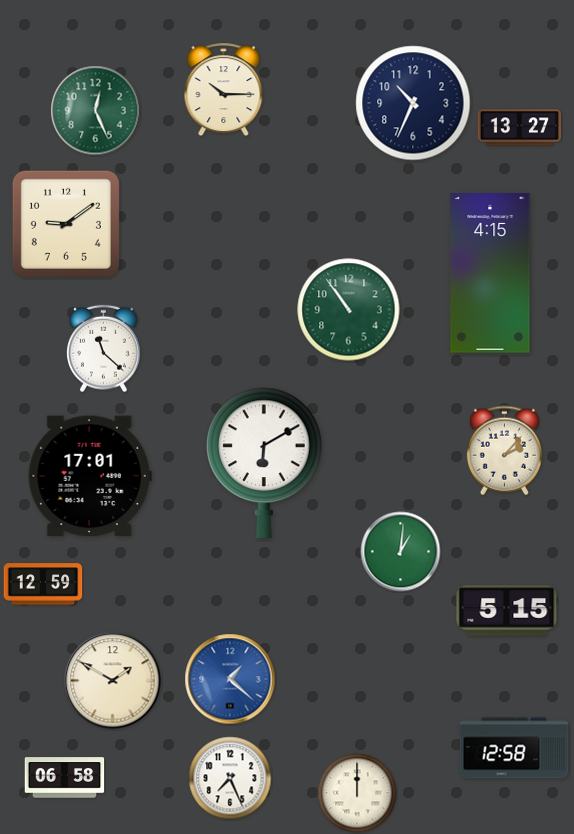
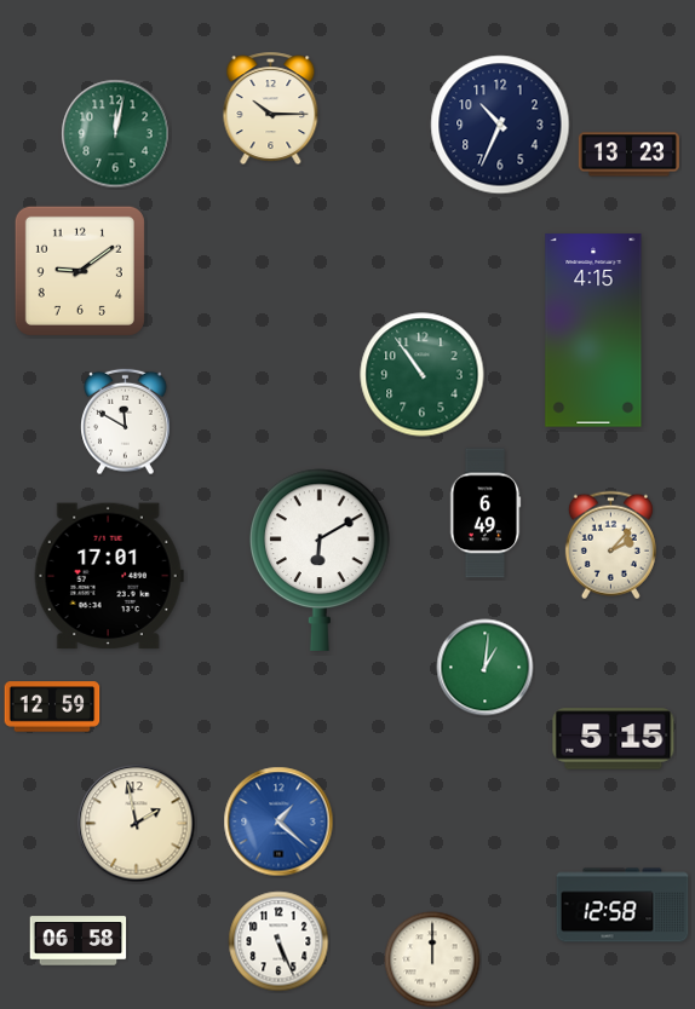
clock at (96, 111): 12:26 -> 12:02
clock at (519, 128): 13:27 -> 13:23
clock at (104, 349): 11:22 -> 11:50
clock at (486, 513): none -> 6:49
clock at (113, 681): 1:50 -> 1:58
clock at (230, 778): 7:26 -> 5:26
